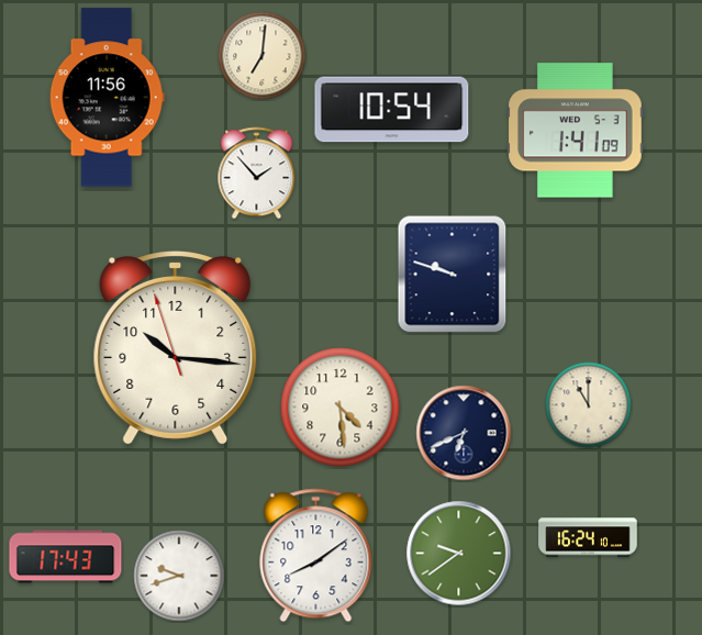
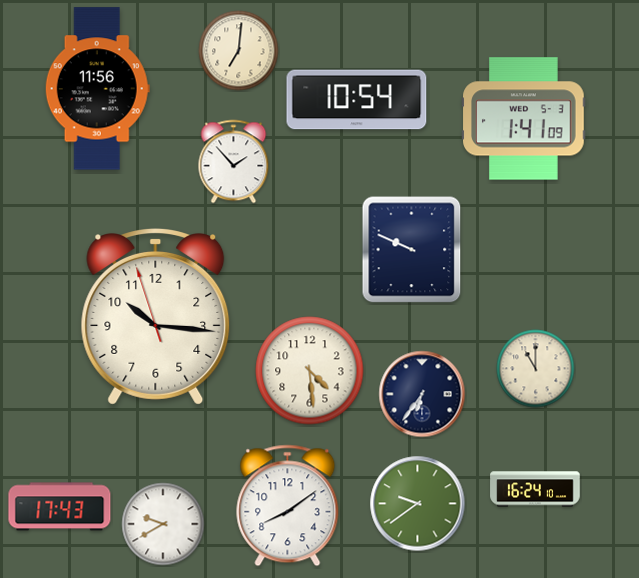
clock at (257, 174) position: (257, 174) -> (234, 162)
clock at (453, 275): 9:48 -> 9:49
clock at (176, 348) position: (176, 348) -> (156, 317)
clock at (464, 433): 6:41 -> 6:36
clock at (179, 576): 9:42 -> 9:40
